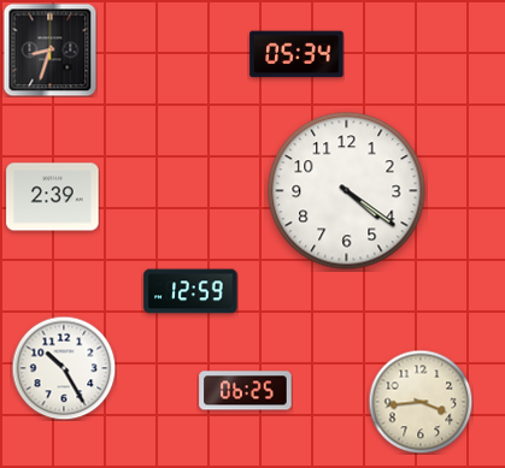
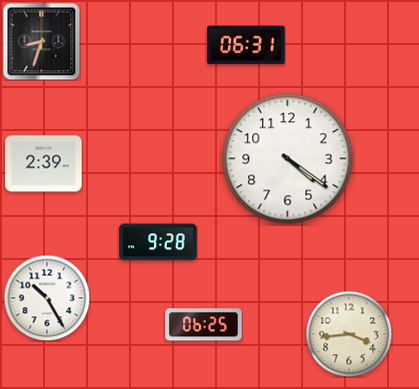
clock at (296, 54): 05:34 -> 06:31
clock at (190, 291): 12:59 -> 9:28
clock at (64, 368) position: (64, 368) -> (47, 298)
